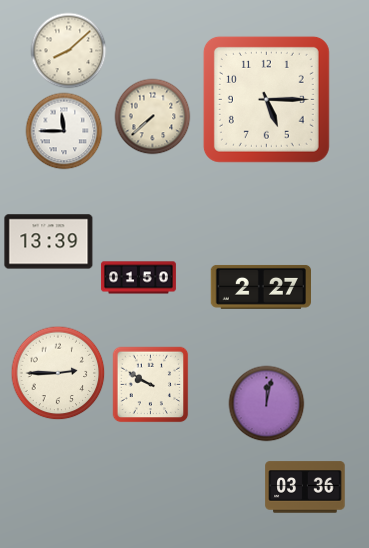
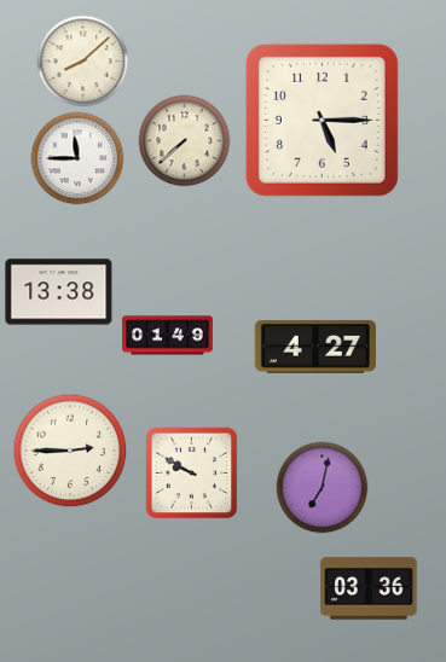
clock at (49, 242): 13:39 -> 13:38
clock at (138, 278): 01:50 -> 01:49
clock at (260, 287): 2:27 -> 4:27
clock at (151, 385) position: (151, 385) -> (192, 474)
clock at (267, 404): 12:02 -> 7:02
